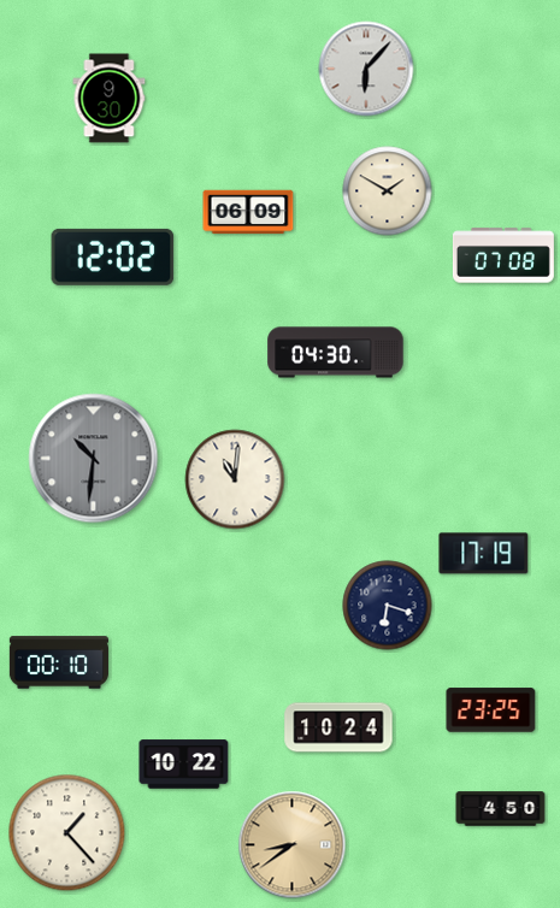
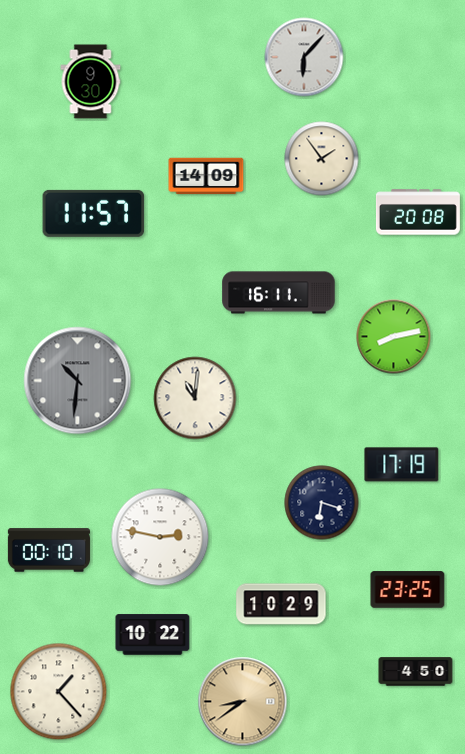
clock at (388, 191): 1:50 -> 1:54
clock at (248, 212): 06:09 -> 14:09
clock at (503, 255): 07:08 -> 20:08
clock at (113, 257): 12:02 -> 11:57
clock at (336, 353): 04:30 -> 16:11
clock at (394, 337): none -> 8:13
clock at (484, 554) position: (484, 554) -> (402, 465)
clock at (160, 537): none -> 2:47
clock at (338, 727): 10:24 -> 10:29
clock at (67, 833) position: (67, 833) -> (59, 692)
